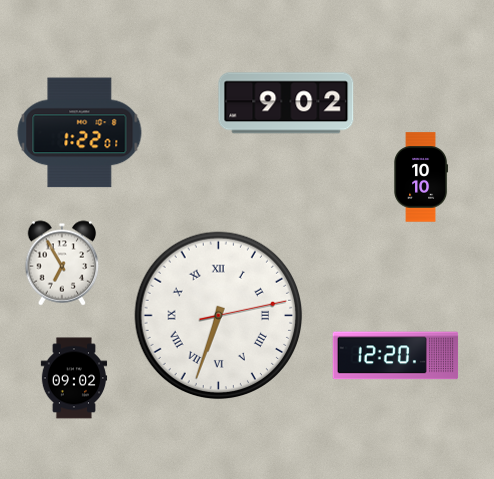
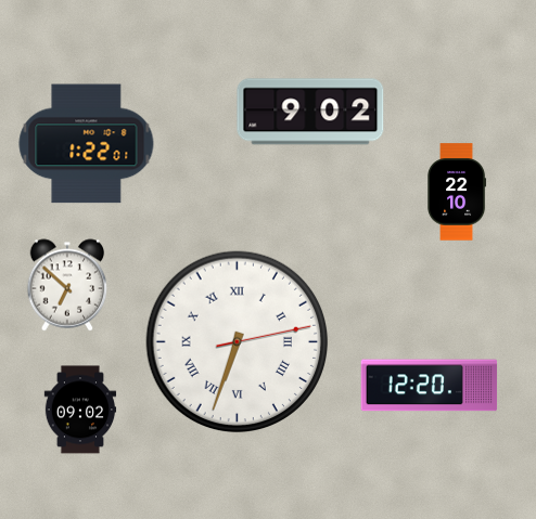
clock at (421, 177): 10:10 -> 22:10
clock at (62, 263): 6:55 -> 6:52
